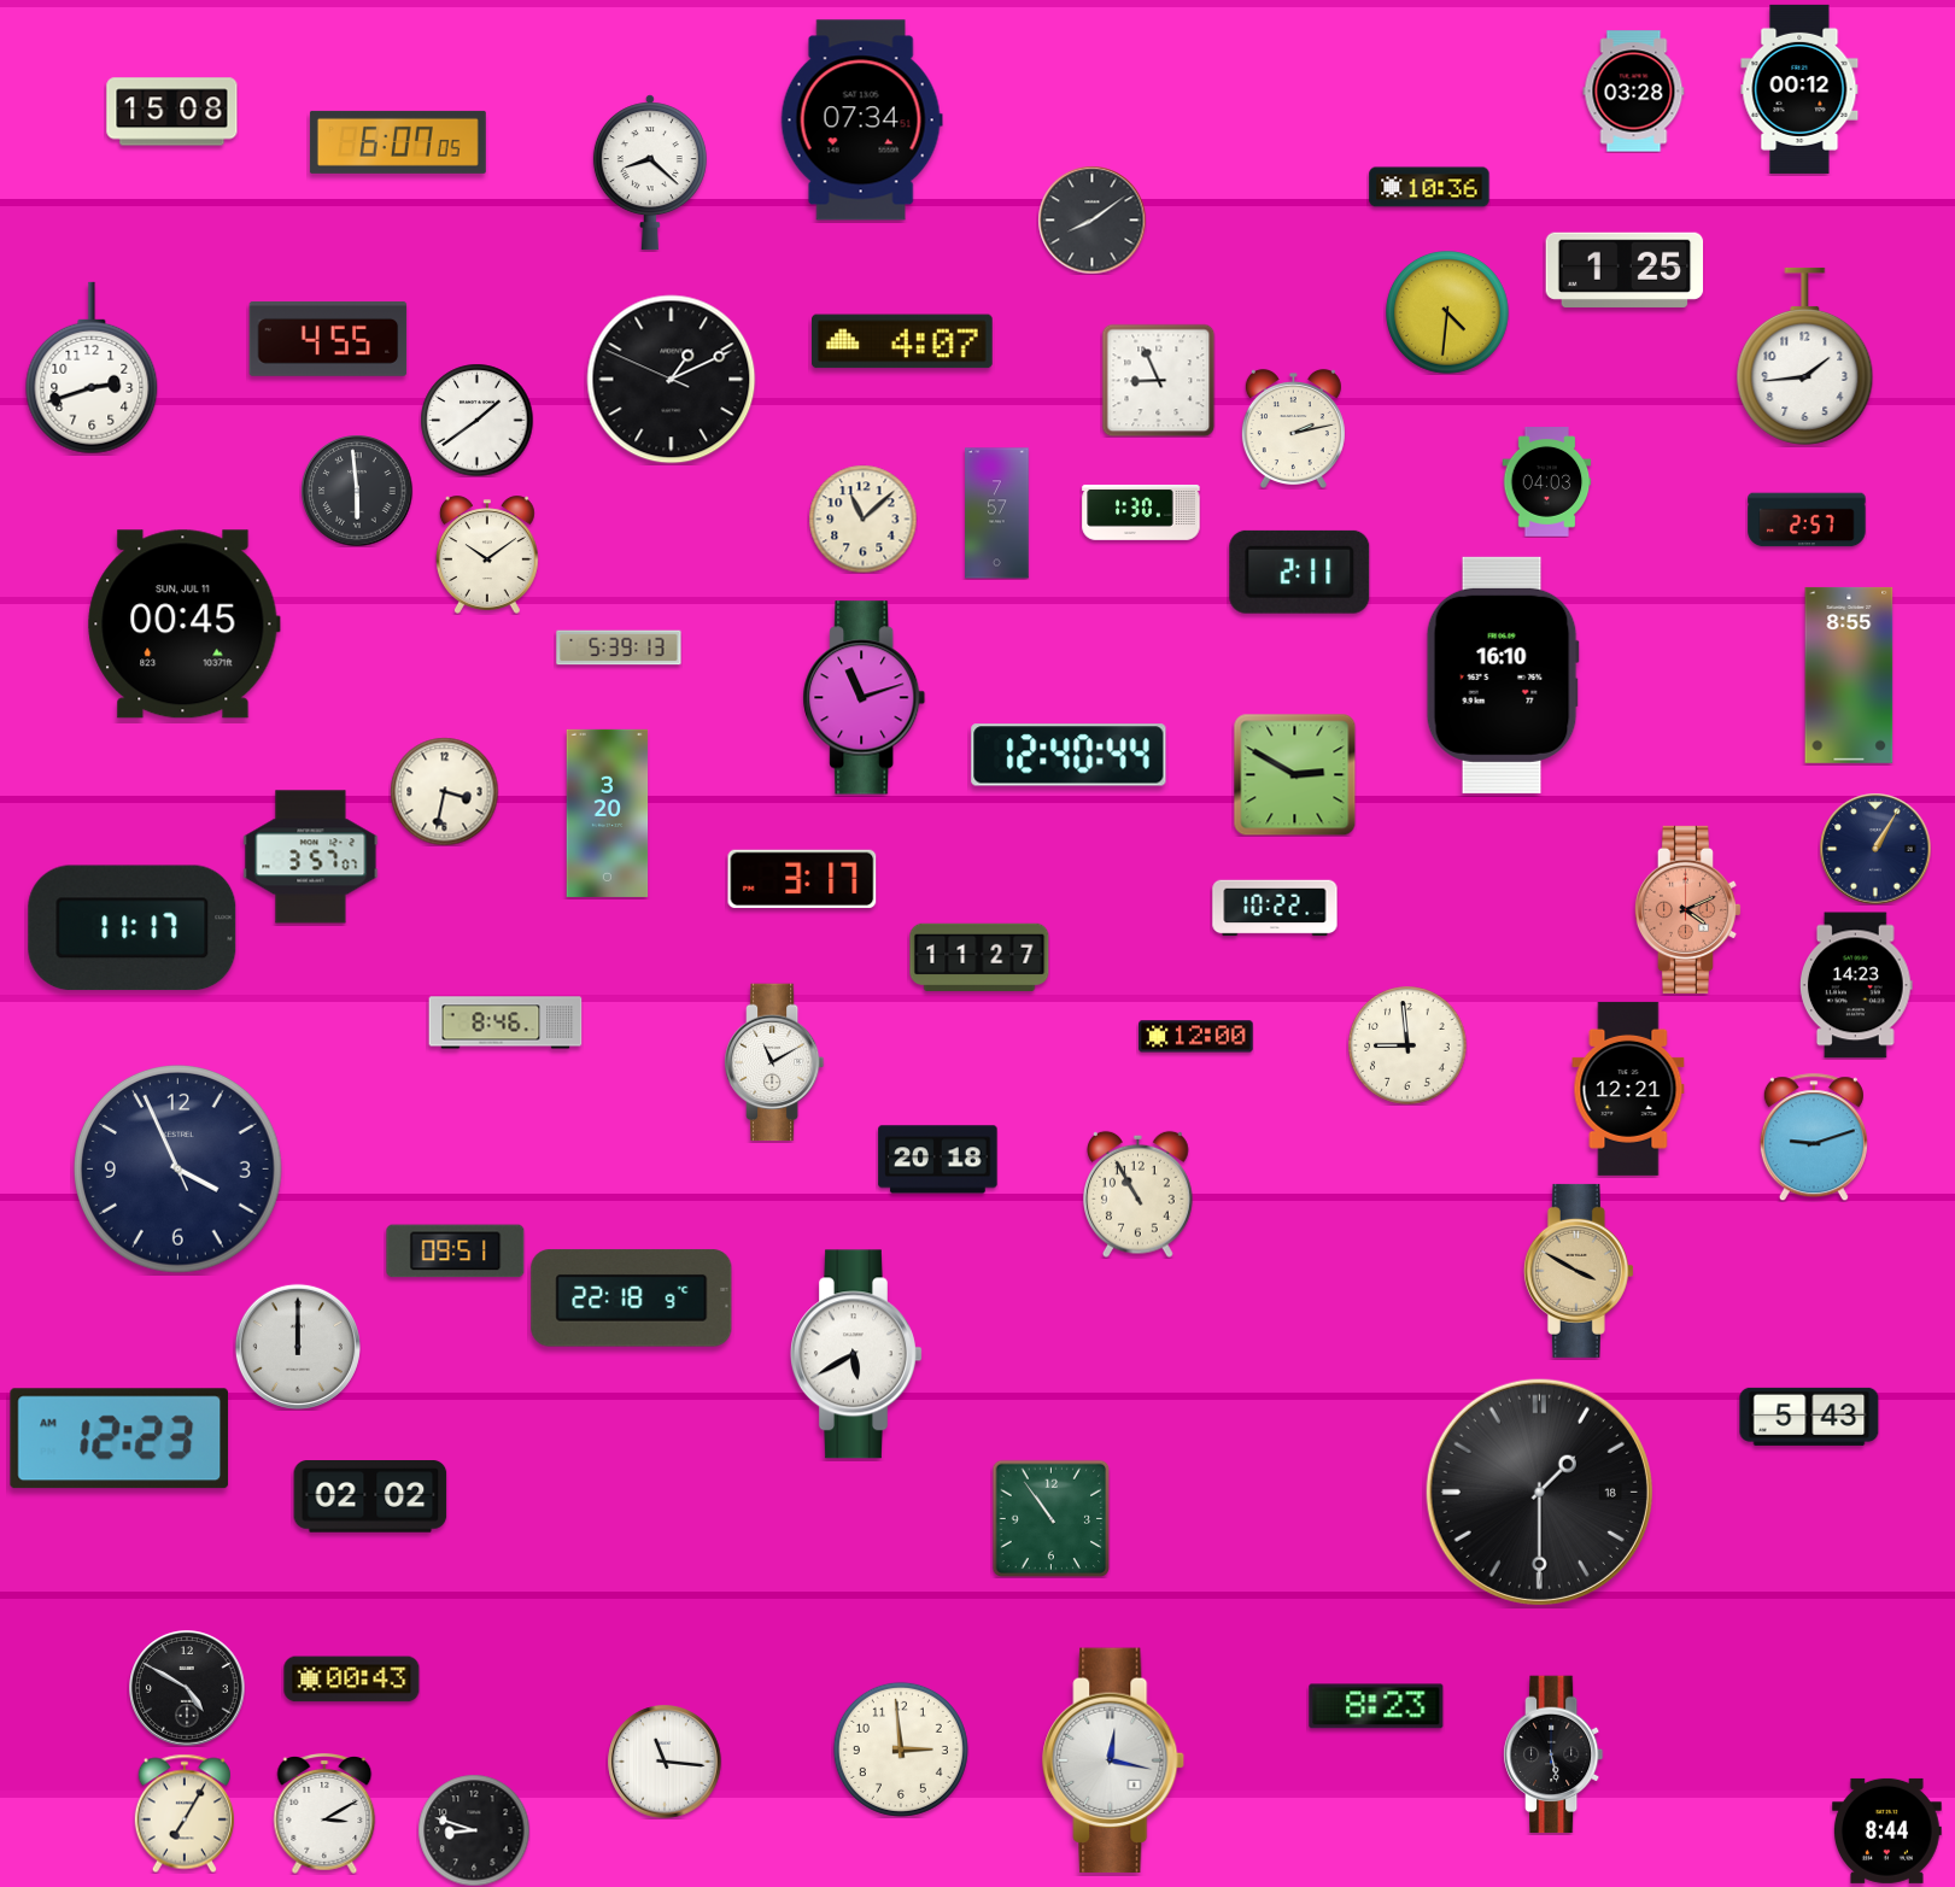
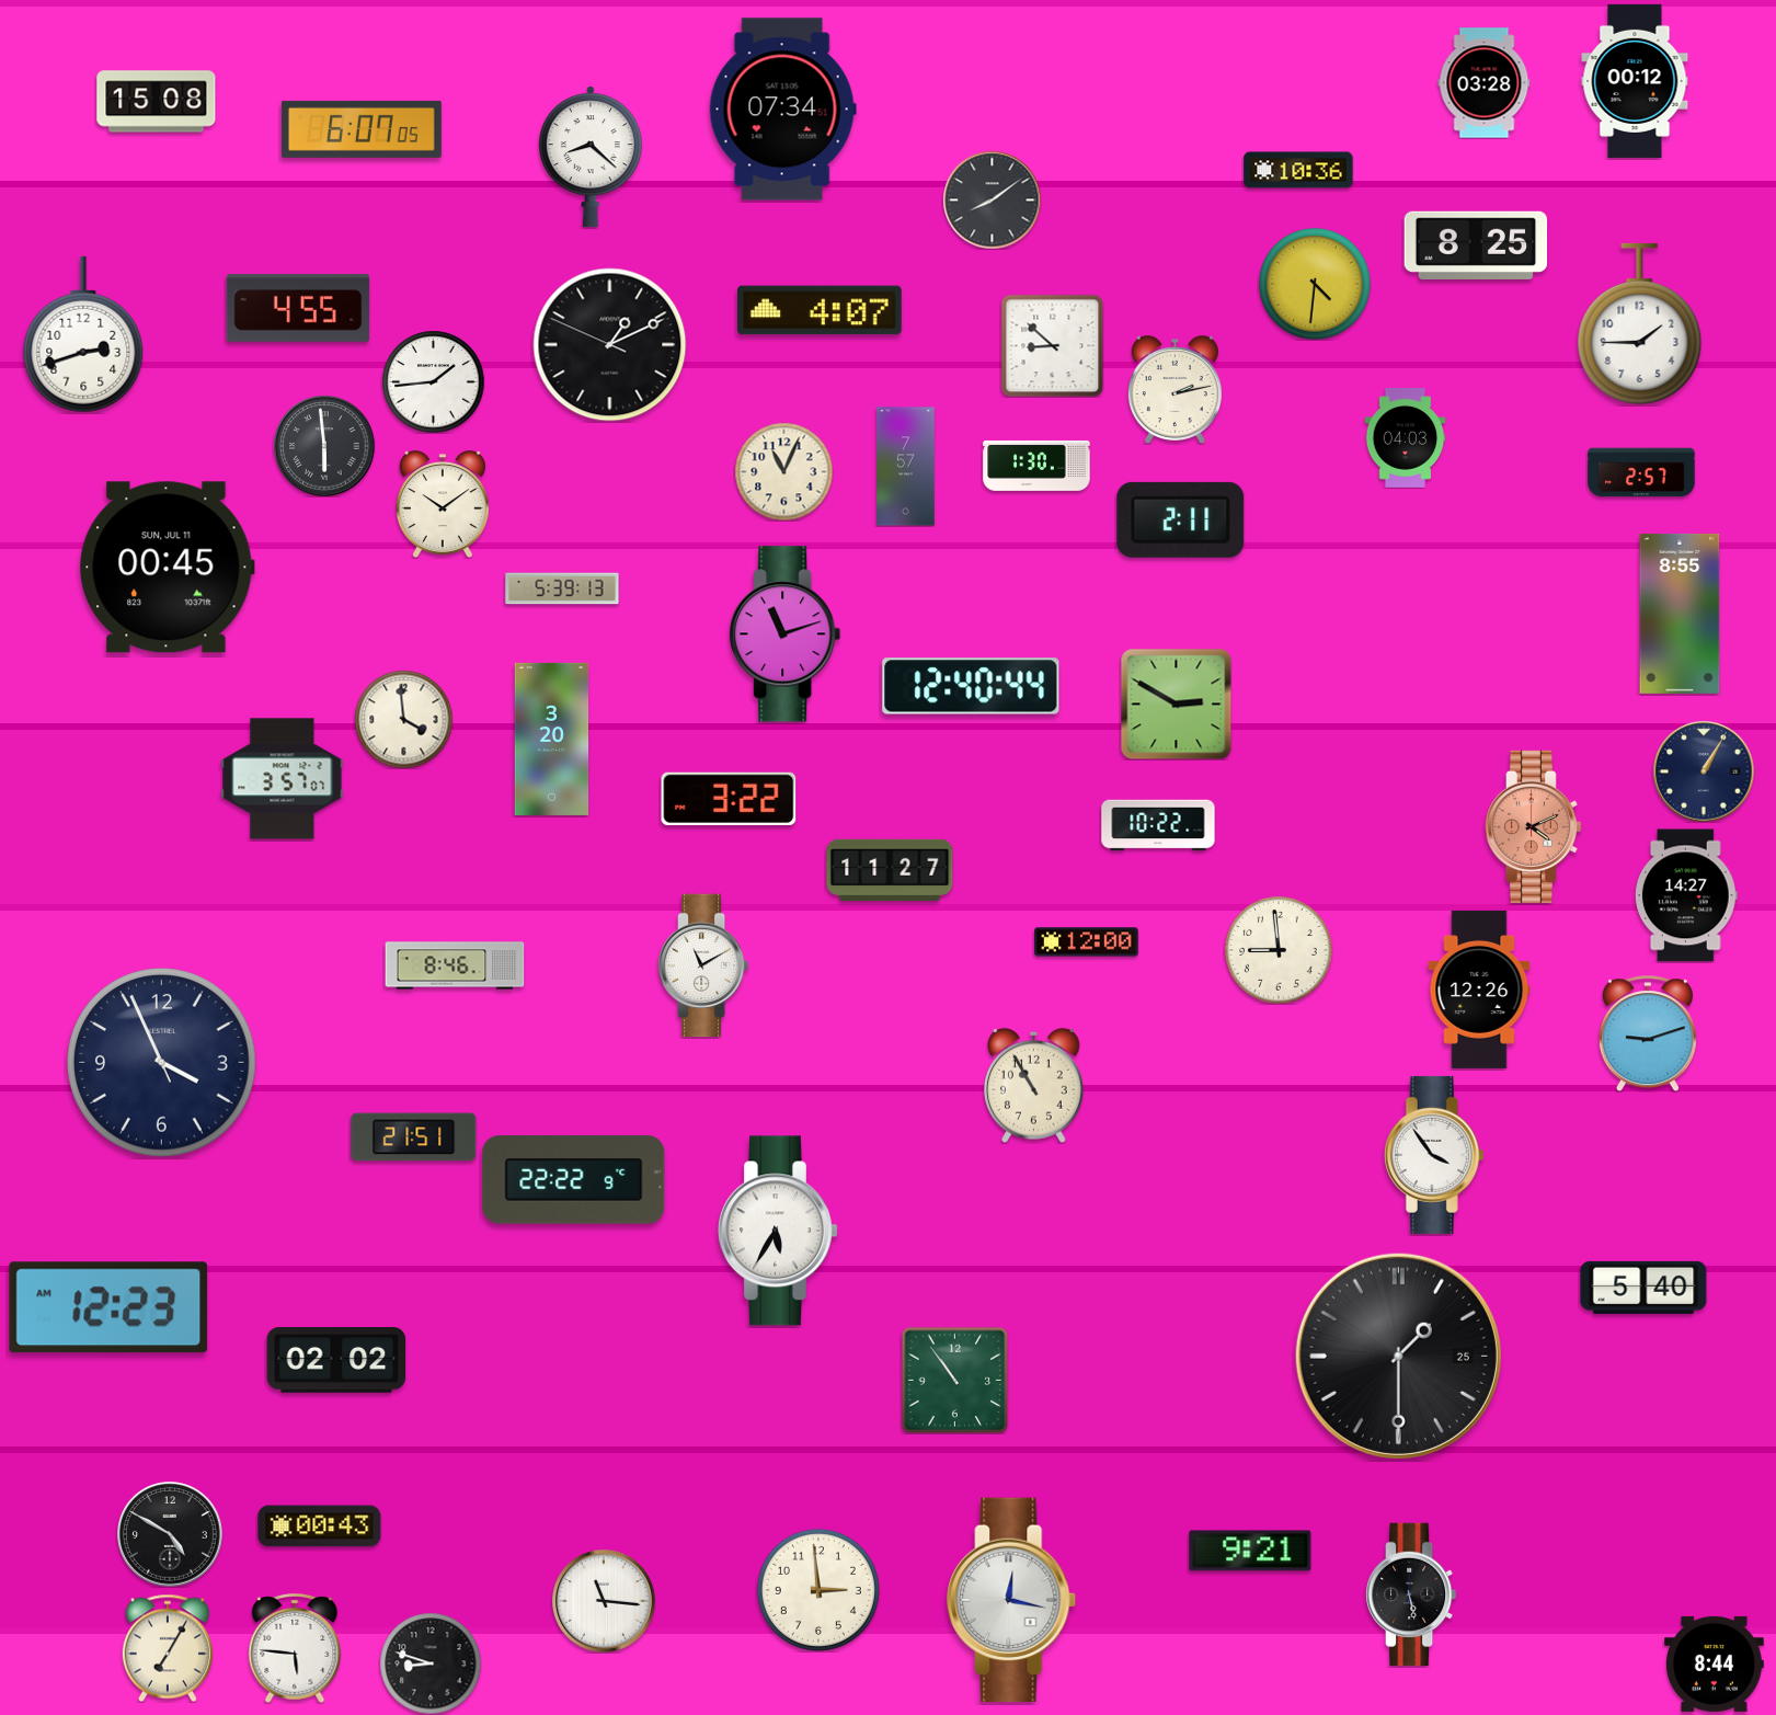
clock at (1625, 270): 1:25 -> 8:25
clock at (1805, 356): 1:44 -> 1:45
clock at (1158, 380): 8:56 -> 8:52
clock at (476, 420): 1:39 -> 1:44
clock at (862, 518): 11:08 -> 11:04
clock at (1503, 675): 16:10 -> none
clock at (444, 791): 3:32 -> 3:59
clock at (802, 879): 3:17 -> 3:22
clock at (133, 928): 11:17 -> none
clock at (1856, 985): 14:23 -> 14:27
clock at (505, 1022) position: (505, 1022) -> (455, 965)
clock at (1628, 1089): 12:21 -> 12:26
clock at (938, 1160): 20:18 -> none
clock at (456, 1252): 09:51 -> 21:51
clock at (1579, 1271): 3:50 -> 3:54
clock at (1579, 1271) dial: champagne -> white
clock at (632, 1299): 22:18 -> 22:22
clock at (298, 1347): 12:00 -> none
clock at (857, 1354): 5:40 -> 5:35
clock at (1809, 1417): 5:43 -> 5:40
clock at (1539, 1492) date: 18 -> 25
clock at (1376, 1706): 8:23 -> 9:21
clock at (324, 1815): 3:10 -> 5:46
